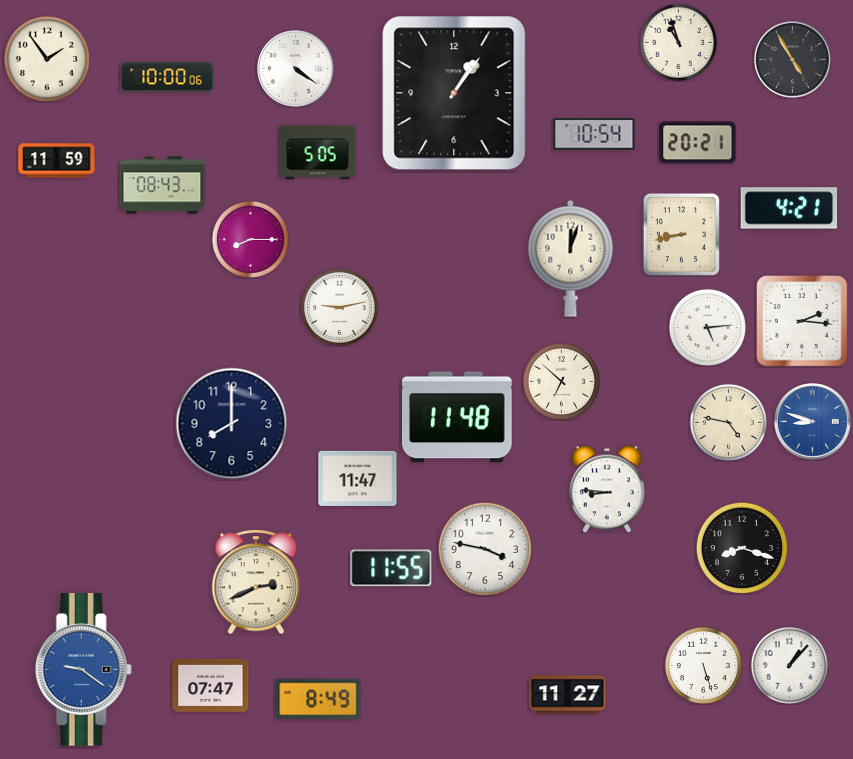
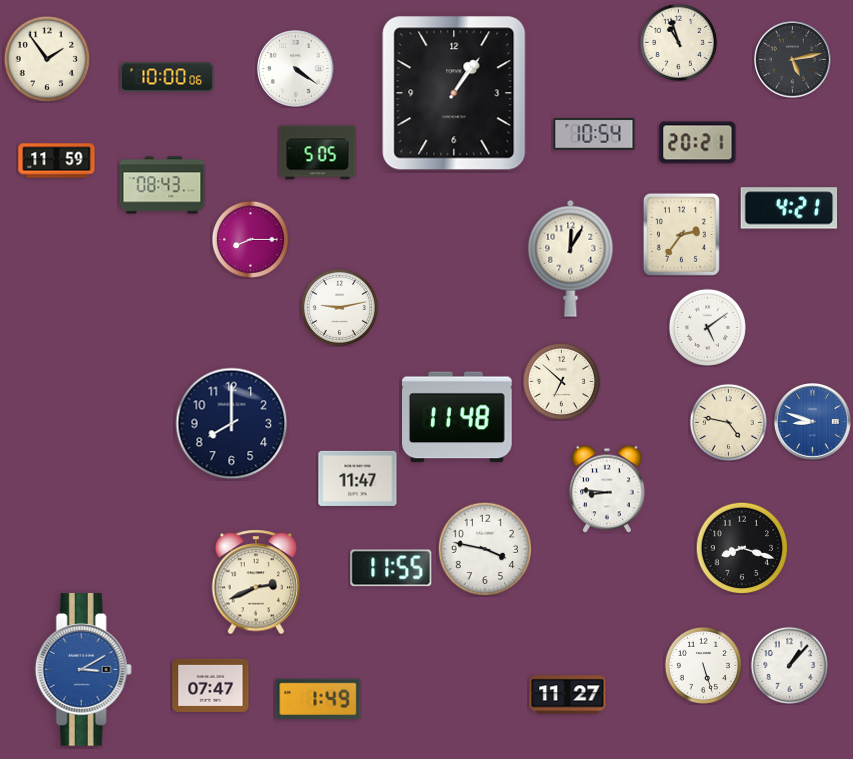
clock at (793, 60): 4:55 -> 5:13
clock at (681, 234): 8:43 -> 2:36
clock at (571, 258): 12:03 -> 12:05
clock at (802, 321): 2:16 -> none
clock at (707, 327): 5:14 -> 5:09
clock at (83, 670): 9:21 -> 3:10
clock at (318, 699): 8:49 -> 1:49
